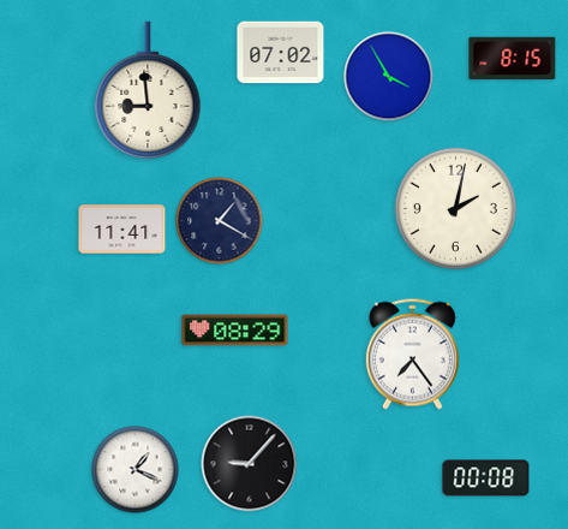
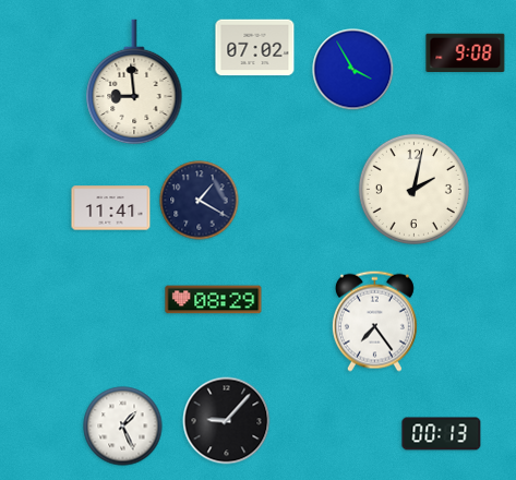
clock at (513, 59): 8:15 -> 9:08
clock at (136, 470): 1:19 -> 1:26
clock at (486, 479): 00:08 -> 00:13
